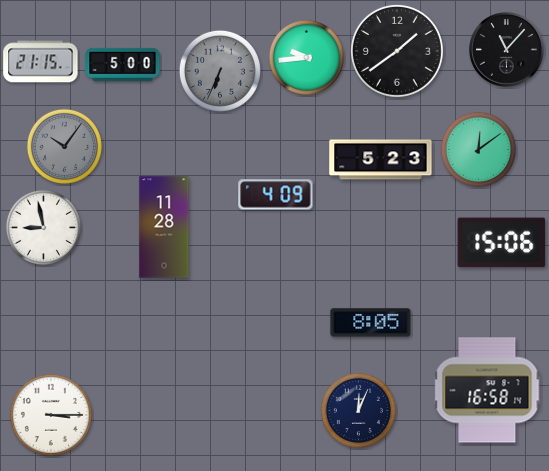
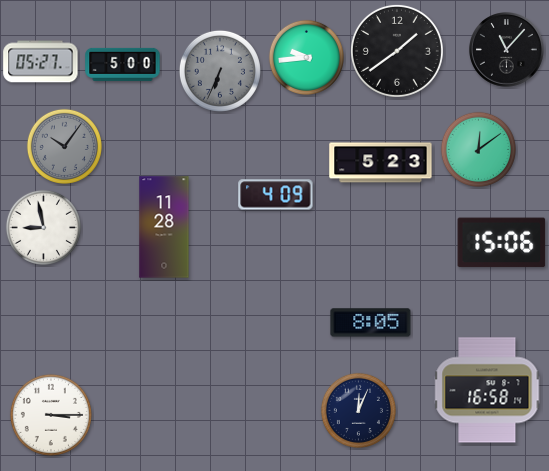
clock at (41, 62): 21:15 -> 05:27
clock at (381, 160) position: (381, 160) -> (381, 163)
